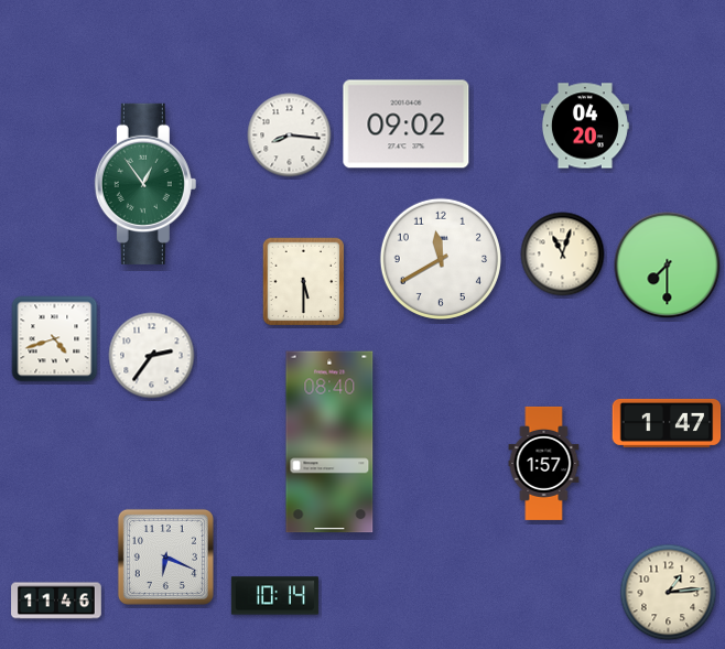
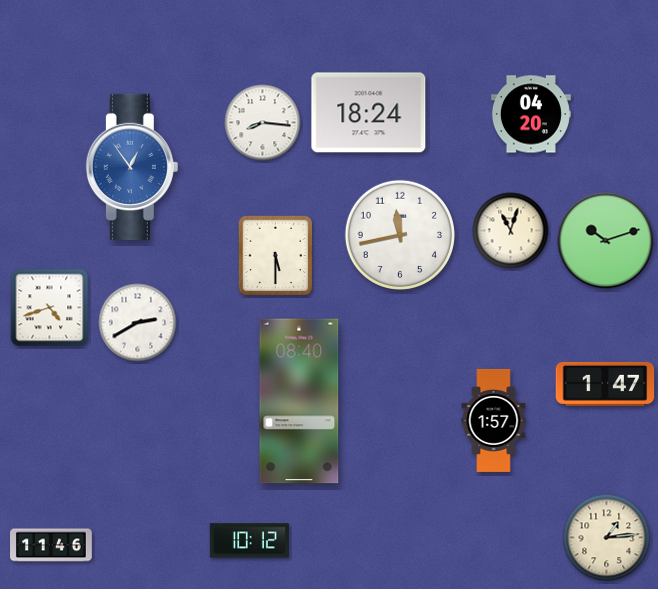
clock at (407, 125): 09:02 -> 18:24
clock at (145, 184) dial: green -> blue
clock at (441, 259): 11:40 -> 11:43
clock at (668, 266): 7:30 -> 10:12
clock at (152, 356): 2:36 -> 2:40
clock at (165, 556): 6:19 -> none
clock at (274, 596): 10:14 -> 10:12
